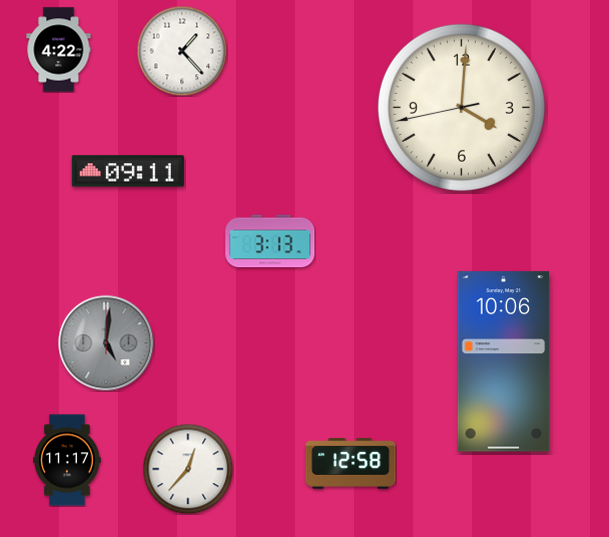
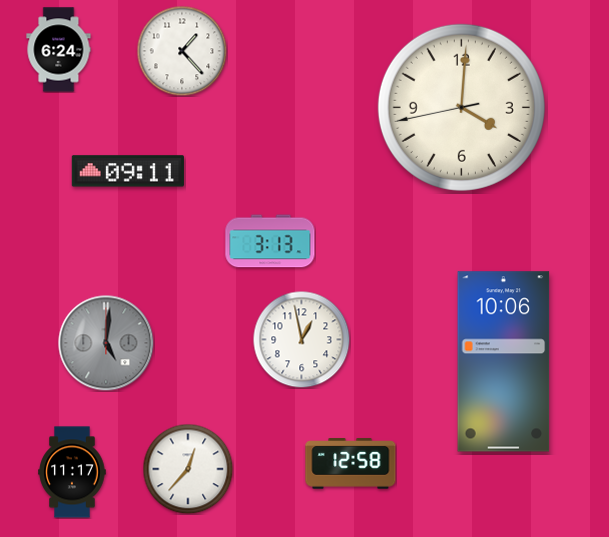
clock at (59, 50): 4:22 -> 6:24
clock at (301, 339): none -> 12:58
clock at (67, 460) position: (67, 460) -> (72, 472)
